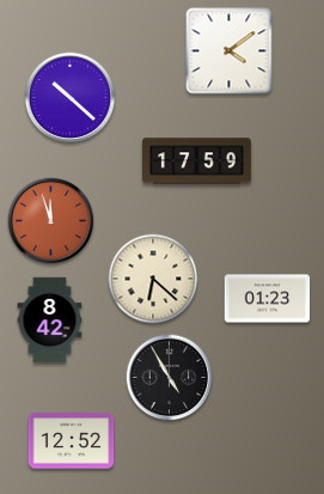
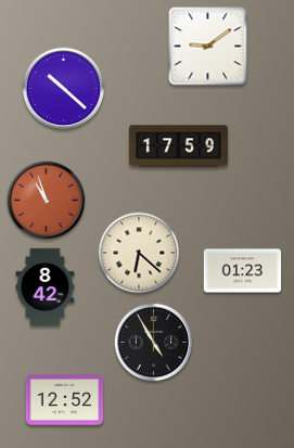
clock at (230, 51): 4:09 -> 9:09
clock at (51, 221): 11:57 -> 10:57
clock at (50, 321) position: (50, 321) -> (46, 287)
